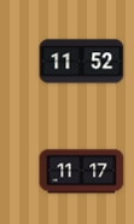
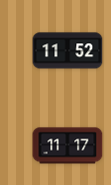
clock at (82, 172) position: (82, 172) -> (68, 146)
